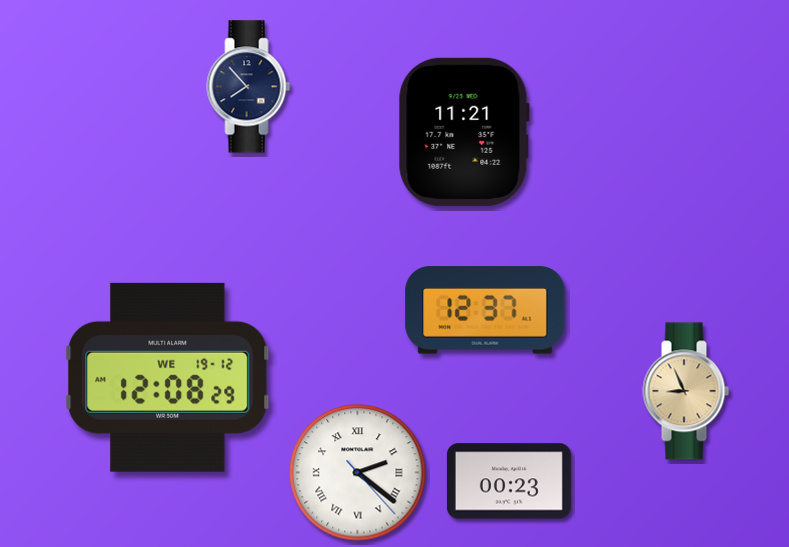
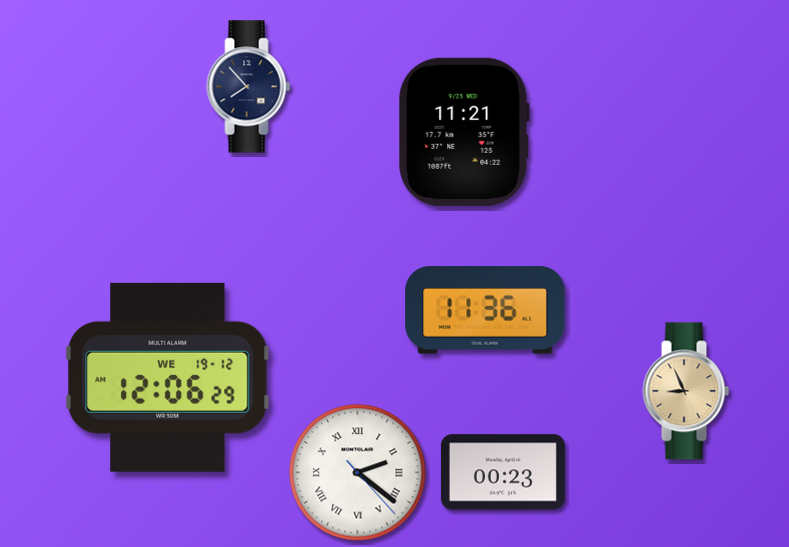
clock at (485, 310): 12:37 -> 11:36
clock at (168, 377): 12:08 -> 12:06
clock at (509, 481) position: (509, 481) -> (503, 472)
